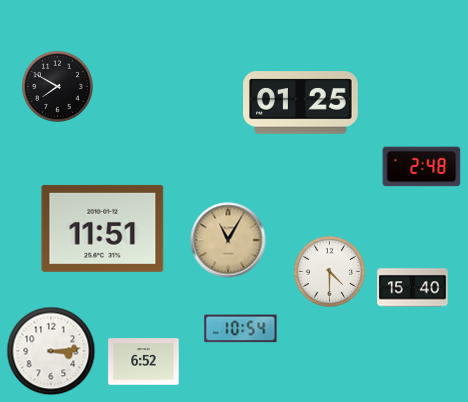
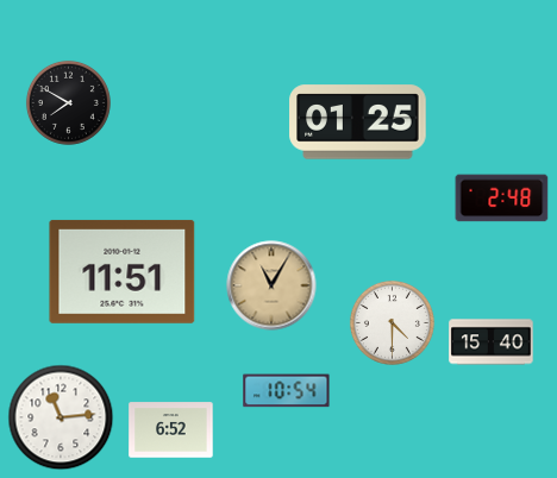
clock at (51, 351): 3:14 -> 11:14
